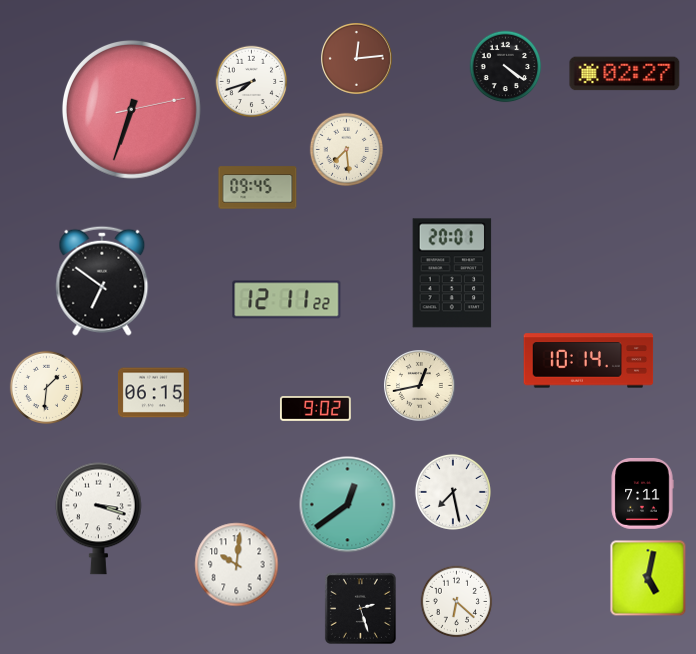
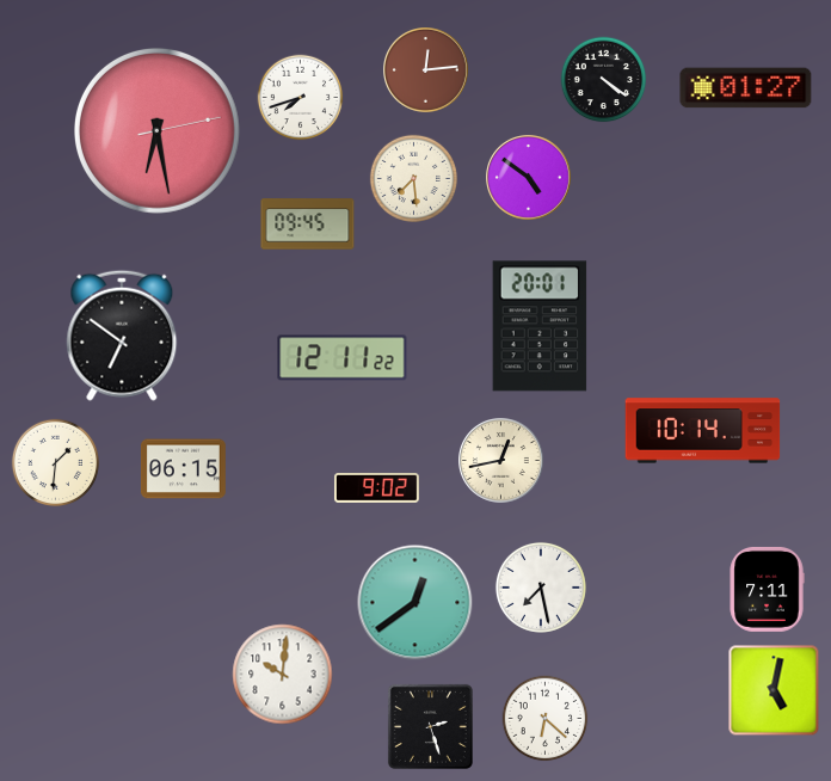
clock at (625, 74): 02:27 -> 01:27
clock at (131, 109): 6:33 -> 6:28
clock at (529, 178): none -> 4:51
clock at (99, 518): 3:18 -> none
